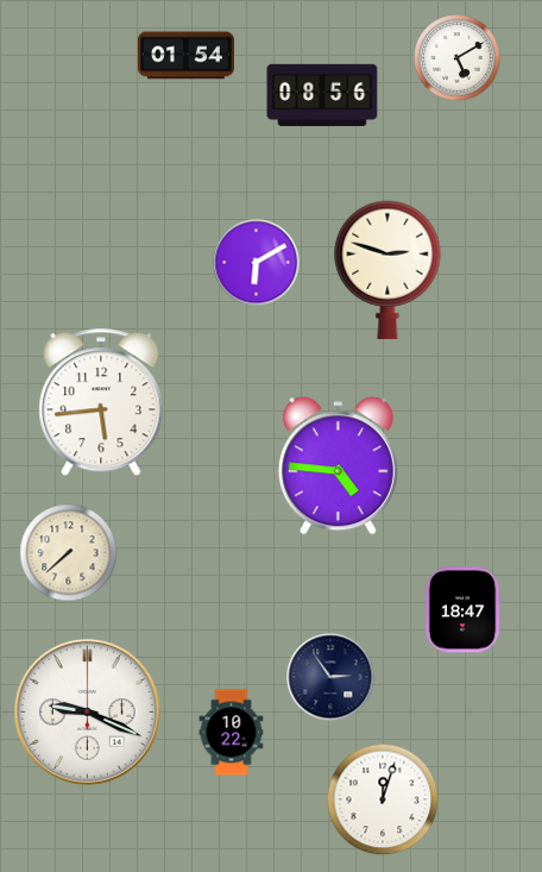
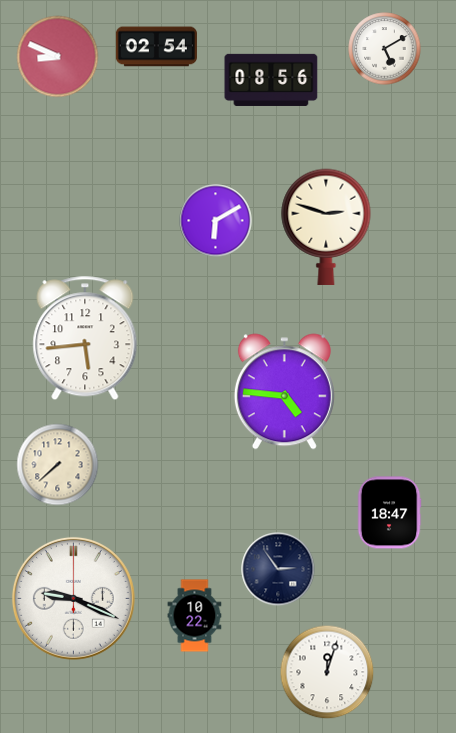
clock at (185, 56): 01:54 -> 02:54
clock at (58, 57): none -> 8:49
clock at (383, 799) position: (383, 799) -> (327, 672)
